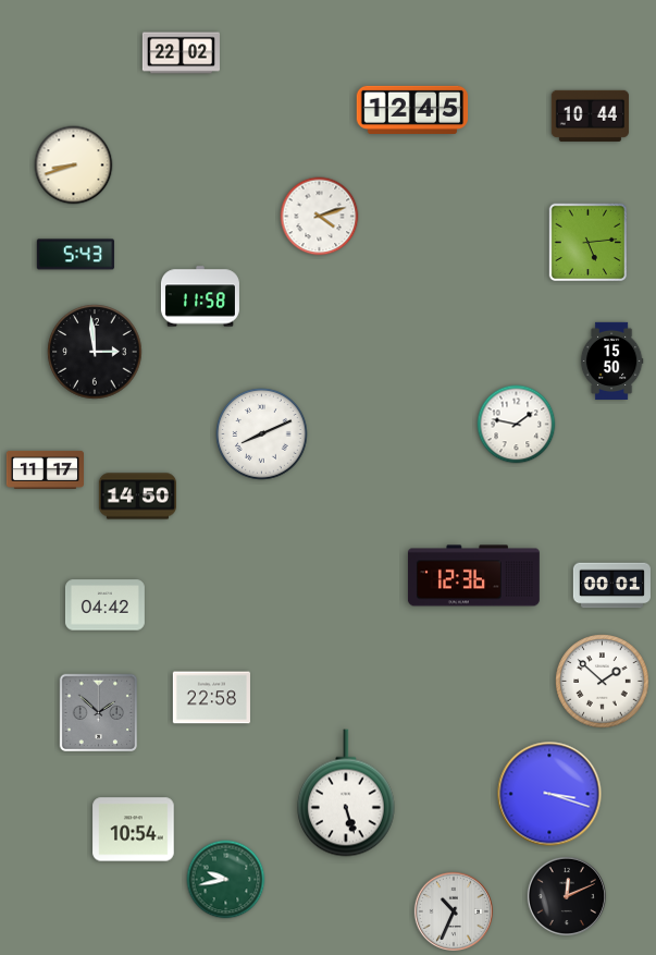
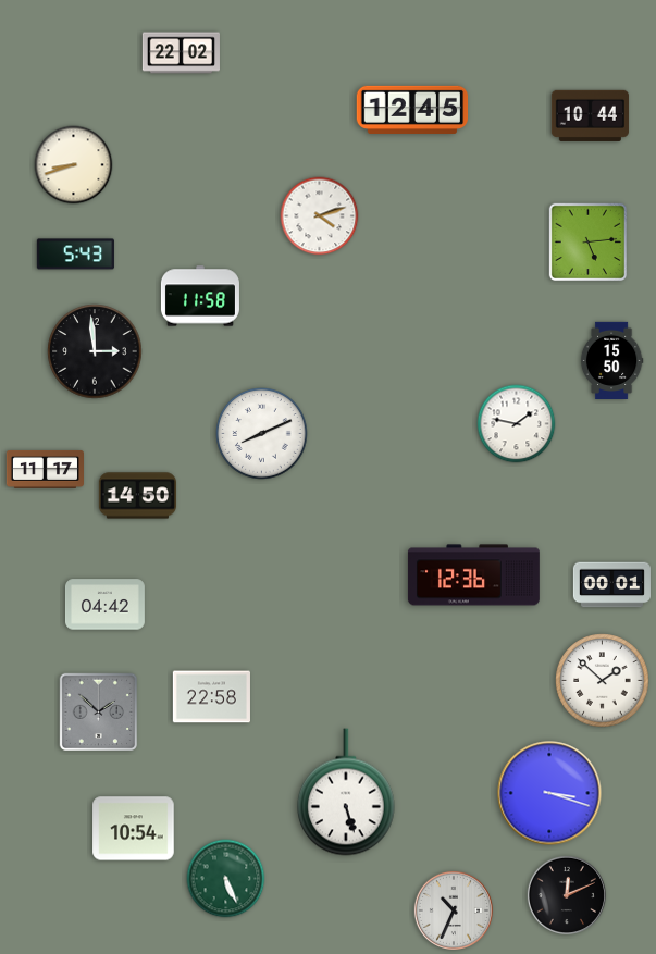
clock at (226, 880): 9:43 -> 5:26
